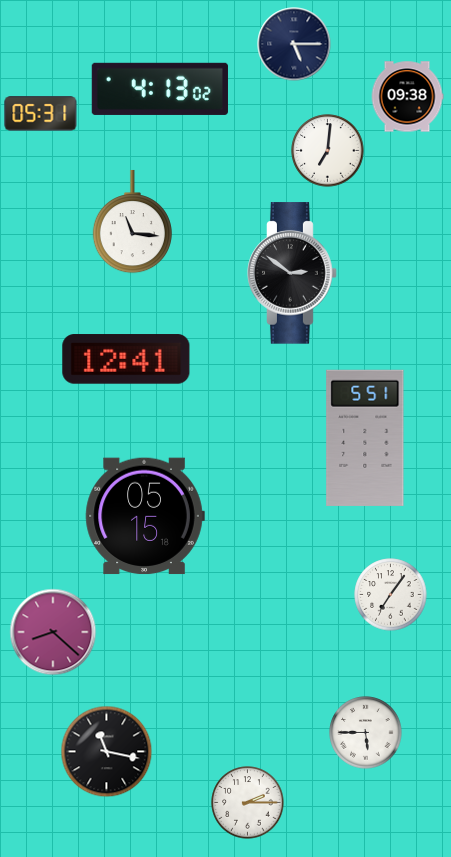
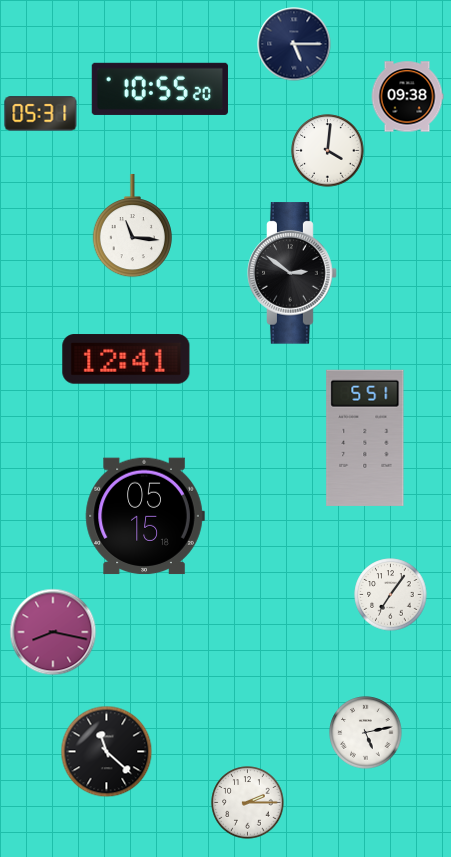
clock at (160, 89): 4:13 -> 10:55
clock at (328, 151): 7:01 -> 4:01
clock at (132, 222) position: (132, 222) -> (132, 226)
clock at (53, 632): 8:22 -> 8:17
clock at (366, 733): 5:45 -> 5:13
clock at (107, 752): 11:17 -> 11:22
